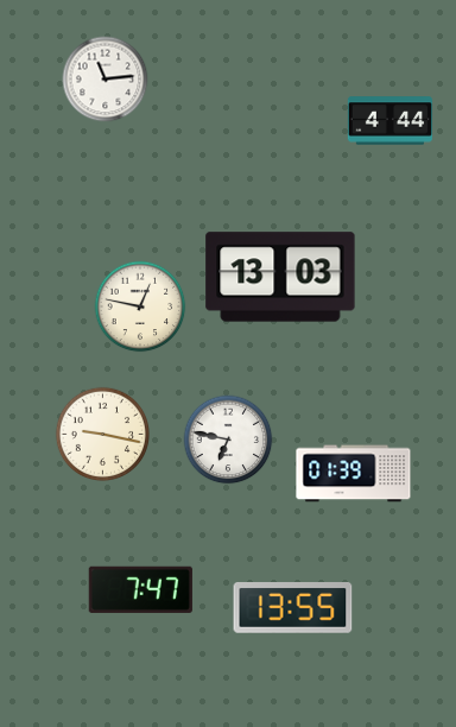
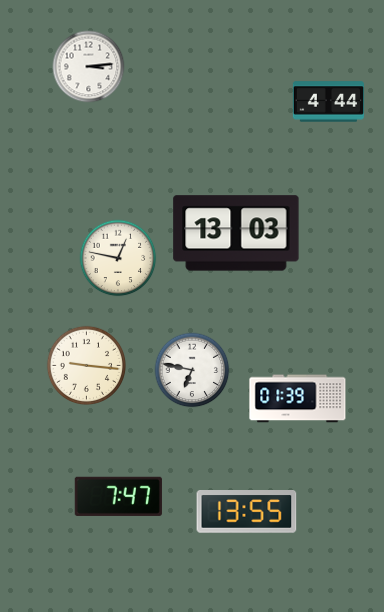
clock at (106, 80): 11:14 -> 3:14
clock at (102, 434): 9:17 -> 9:16
